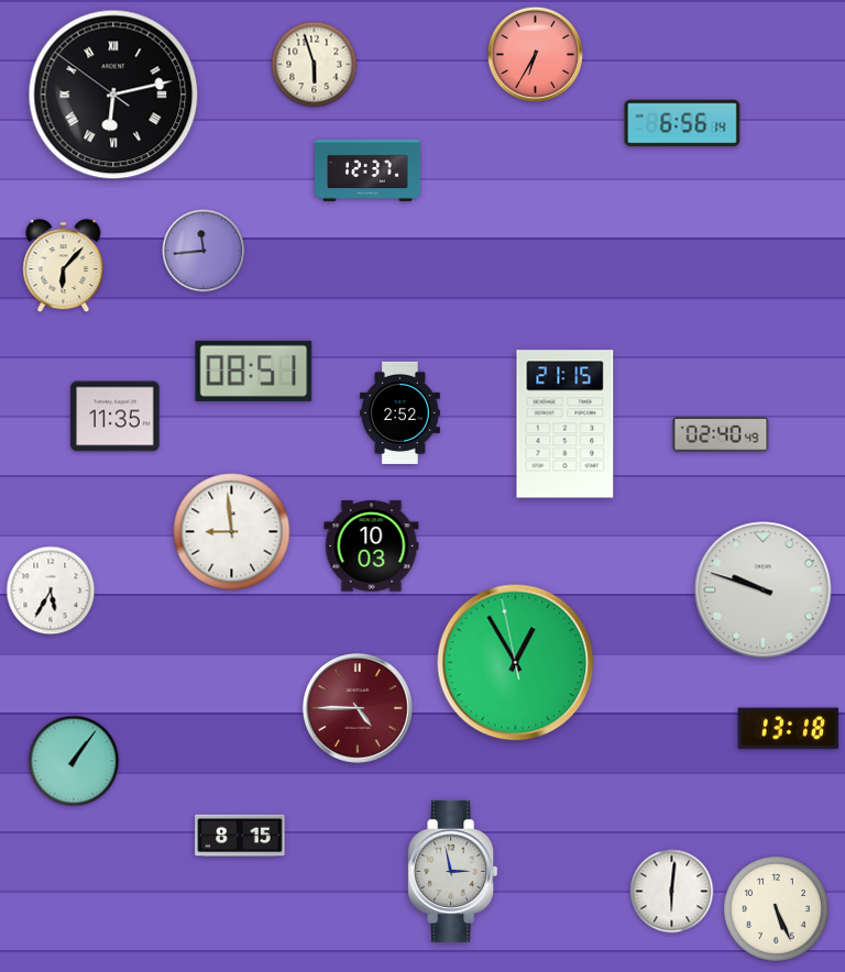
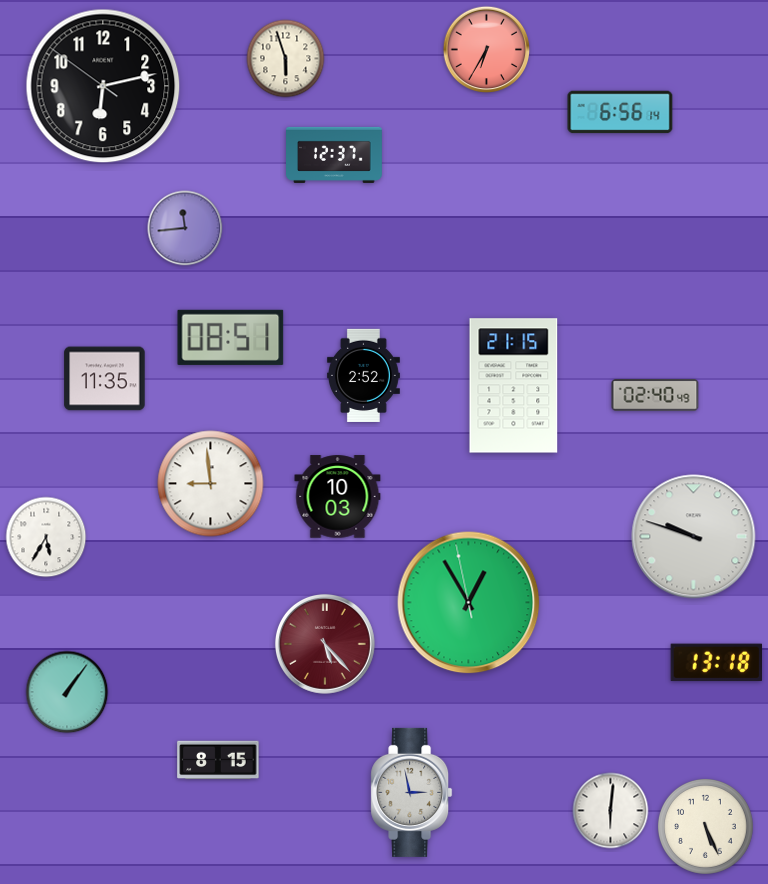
clock at (113, 95) numerals: Roman -> Arabic
clock at (64, 266): 6:07 -> none
clock at (358, 708): 4:45 -> 5:23
